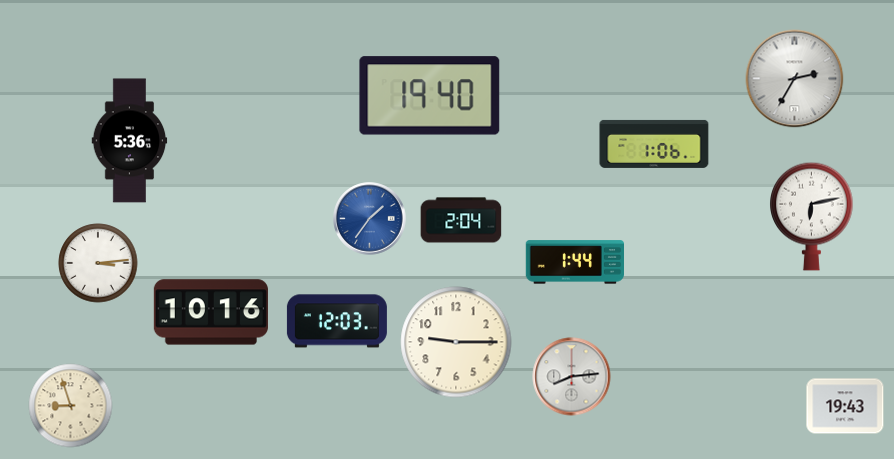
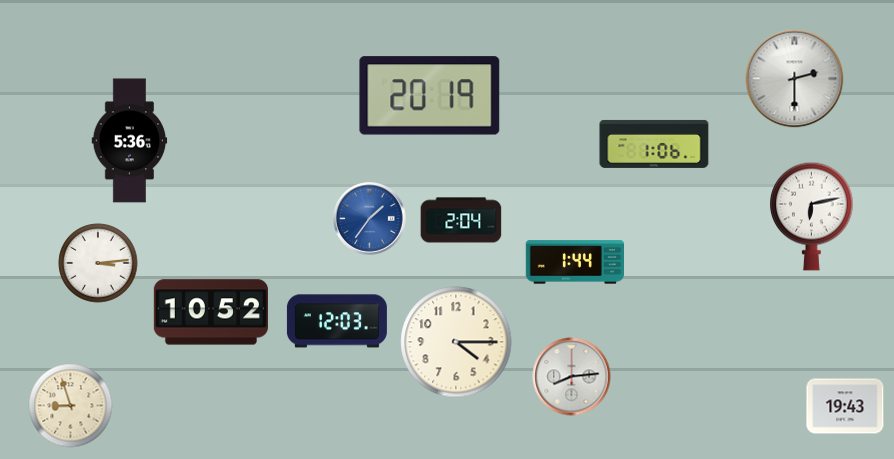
clock at (795, 79): 2:35 -> 2:30
clock at (430, 96): 19:40 -> 20:19
clock at (211, 312): 10:16 -> 10:52
clock at (456, 342): 9:15 -> 4:15
